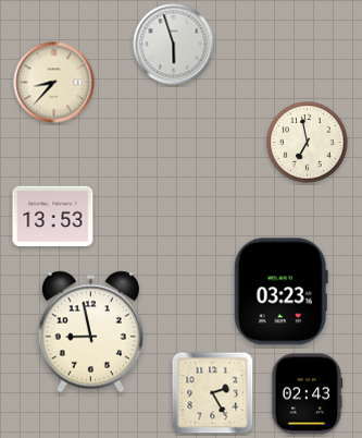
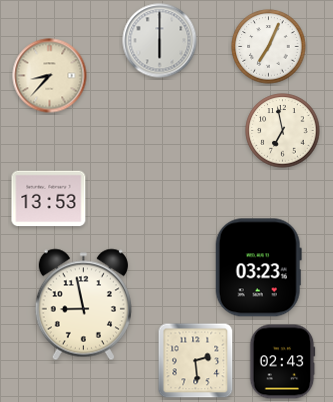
clock at (174, 45): 5:57 -> 6:00
clock at (269, 47): none -> 7:04
clock at (213, 393): 2:25 -> 2:29
